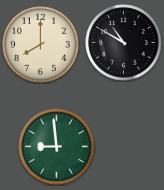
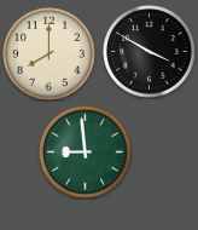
clock at (124, 43): 10:50 -> 3:50
clock at (57, 147) position: (57, 147) -> (86, 153)
